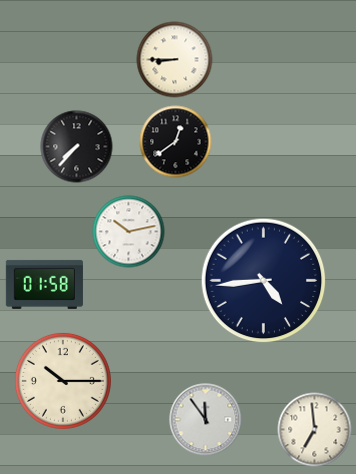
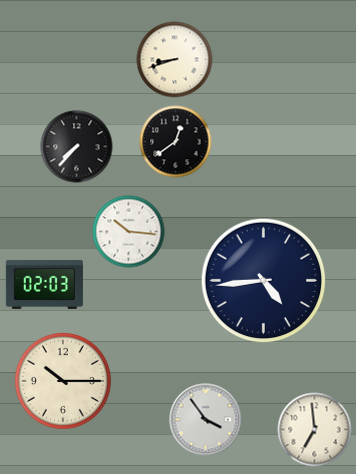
clock at (175, 60): 8:45 -> 8:42
clock at (129, 232): 10:13 -> 10:16
clock at (44, 284): 01:58 -> 02:03
clock at (206, 420): 11:54 -> 3:54
